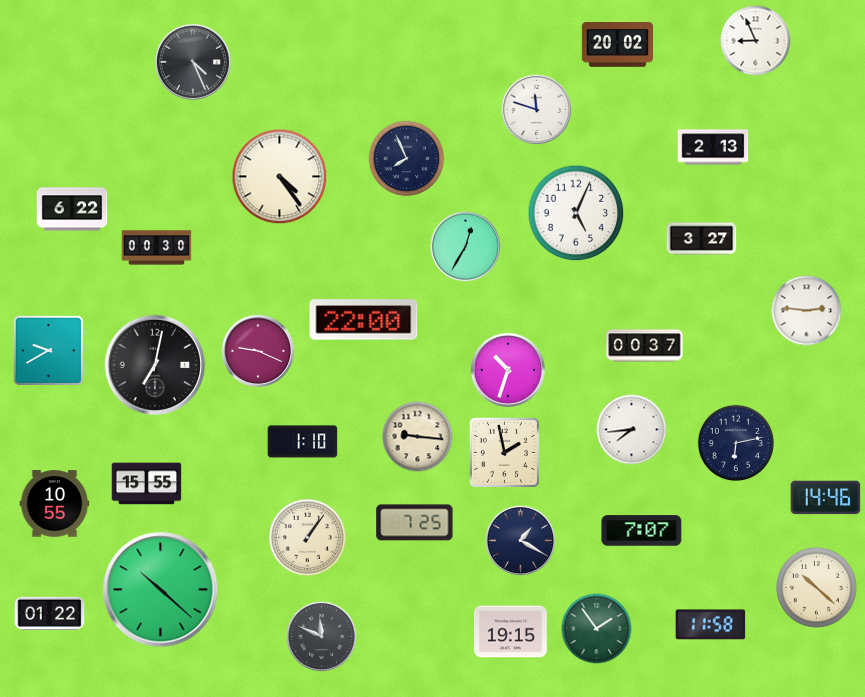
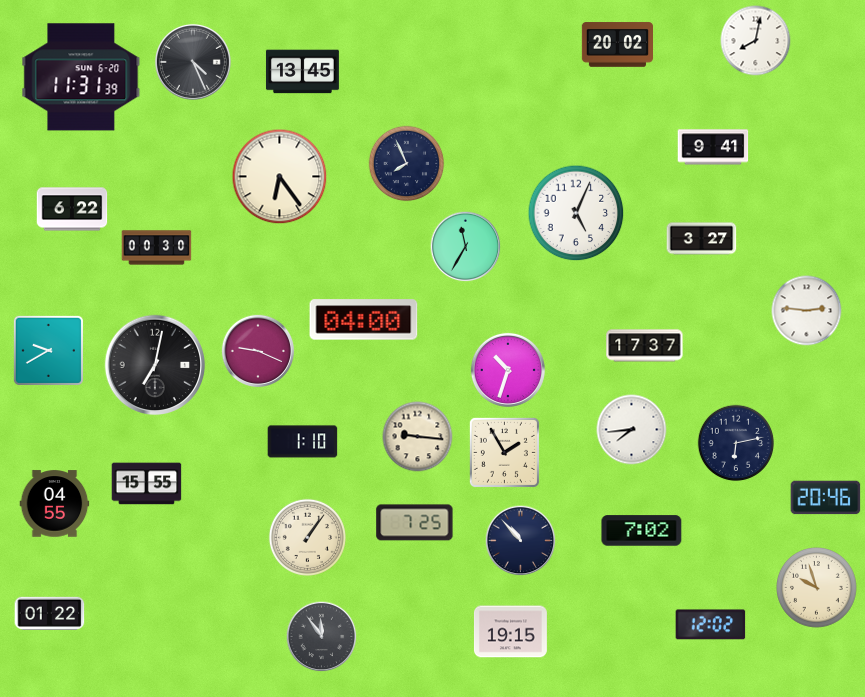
clock at (756, 41): 8:56 -> 8:02
clock at (302, 72): none -> 13:45
clock at (81, 77): none -> 11:31
clock at (537, 110): 11:48 -> none
clock at (713, 147): 2:13 -> 9:41
clock at (407, 159) position: (407, 159) -> (407, 164)
clock at (280, 177): 4:24 -> 6:24
clock at (466, 247): 12:35 -> 11:35
clock at (364, 320): 22:00 -> 04:00
clock at (645, 346): 00:37 -> 17:37
clock at (504, 452): 1:58 -> 1:55
clock at (826, 498): 14:46 -> 20:46
clock at (55, 504): 10:55 -> 04:55
clock at (642, 531): 7:07 -> 7:02
clock at (521, 541): 1:20 -> 10:53
clock at (817, 588): 10:22 -> 9:57
clock at (161, 590): 10:22 -> none
clock at (711, 625): 11:58 -> 12:02
clock at (597, 629): 1:54 -> none
clock at (322, 637): 11:49 -> 11:54
